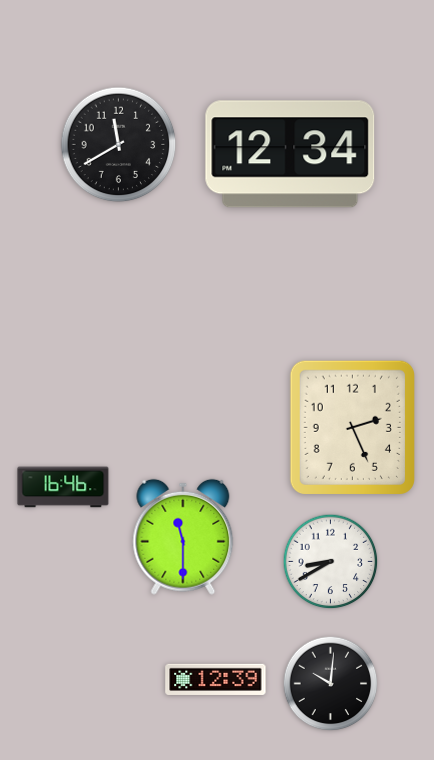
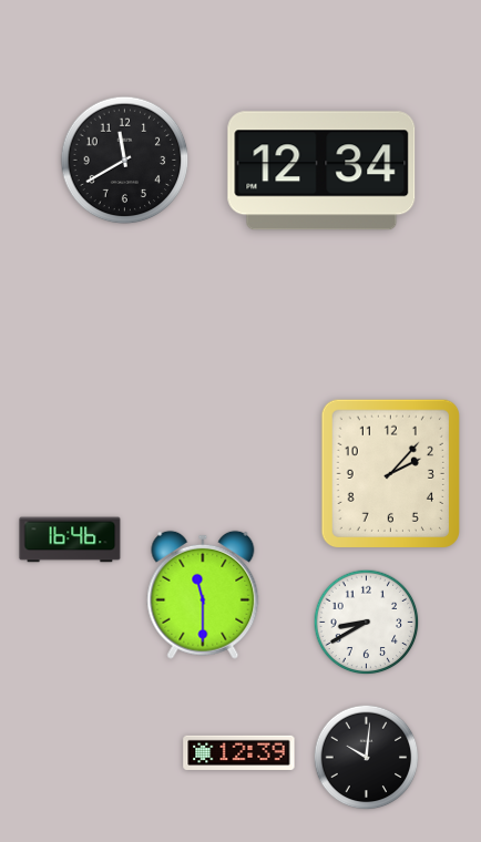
clock at (119, 145) position: (119, 145) -> (125, 161)
clock at (352, 427): 2:26 -> 2:07
